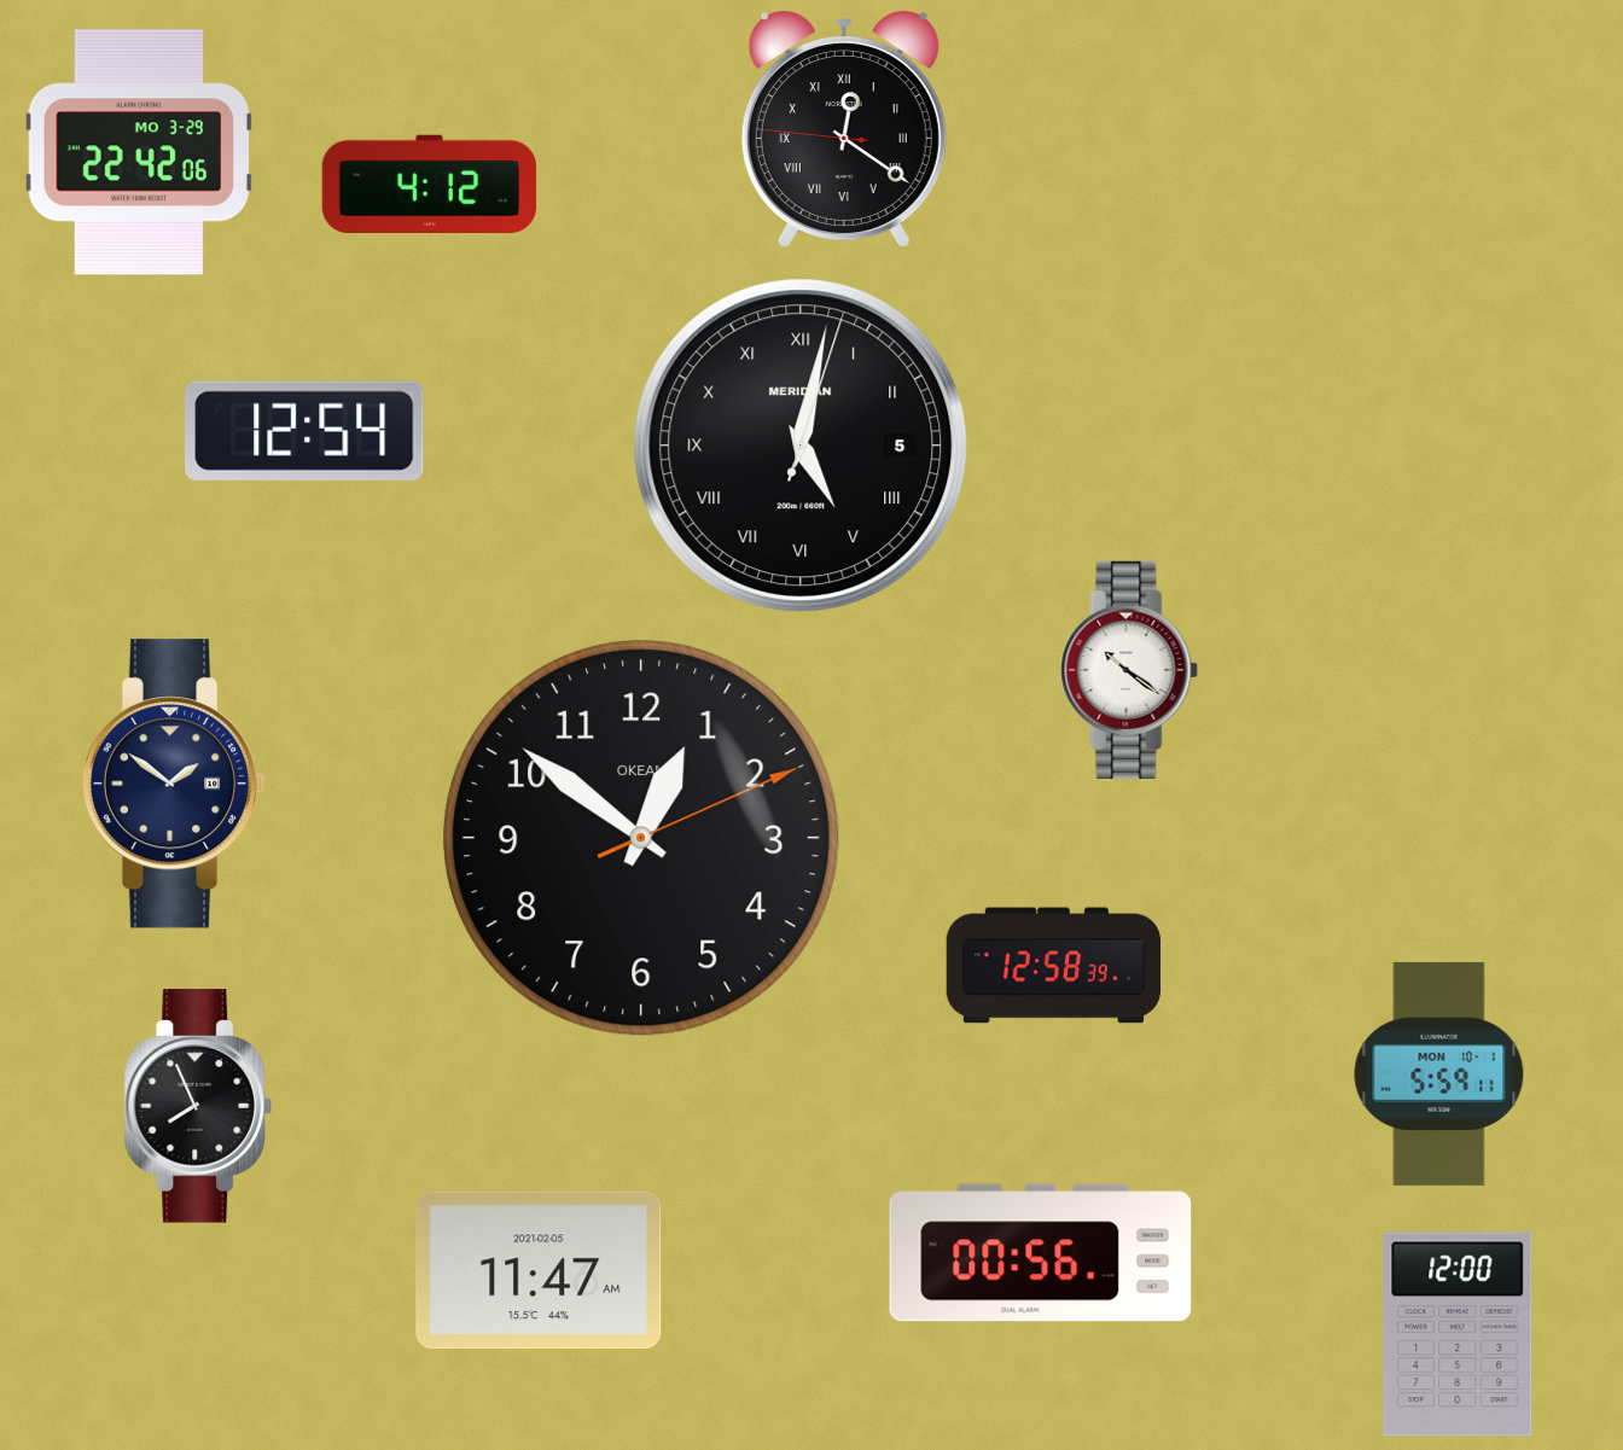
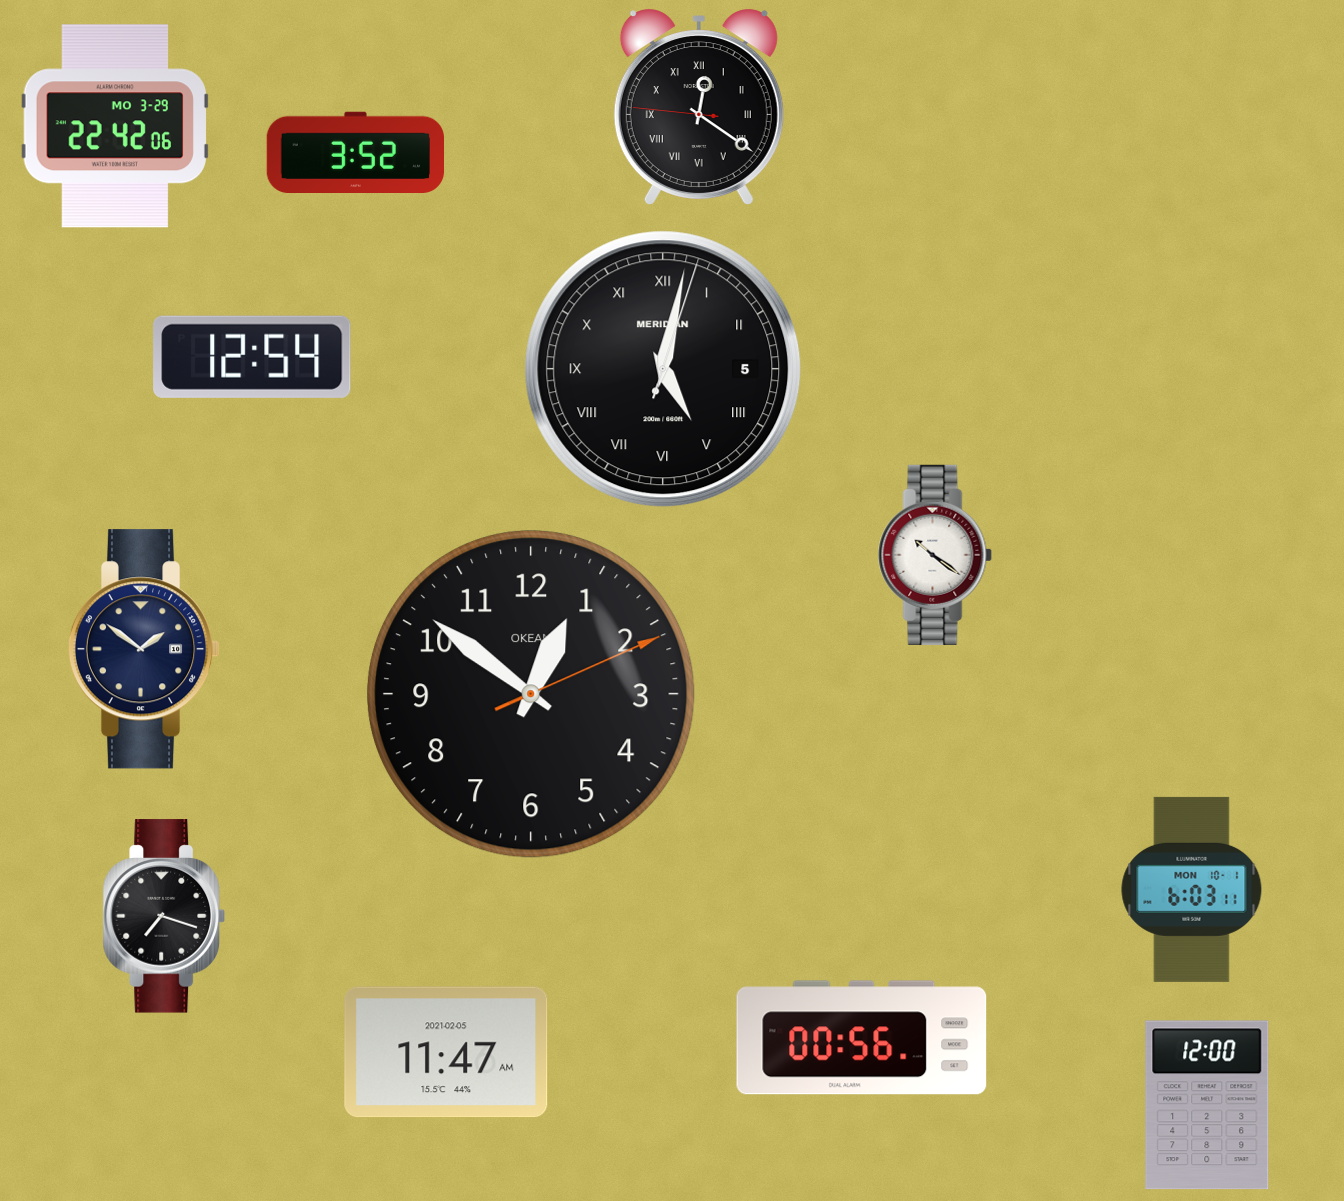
clock at (429, 185): 4:12 -> 3:52
clock at (1054, 966): 12:58 -> none
clock at (1439, 1073): 5:59 -> 6:03
clock at (197, 1106): 7:56 -> 7:18
